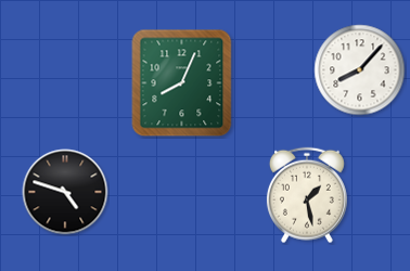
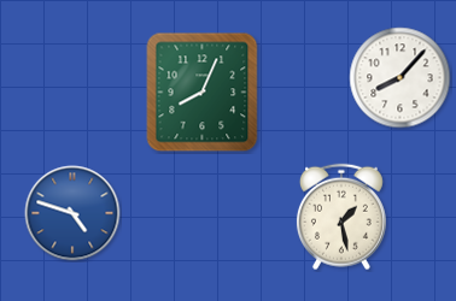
clock at (65, 192) dial: black -> blue
